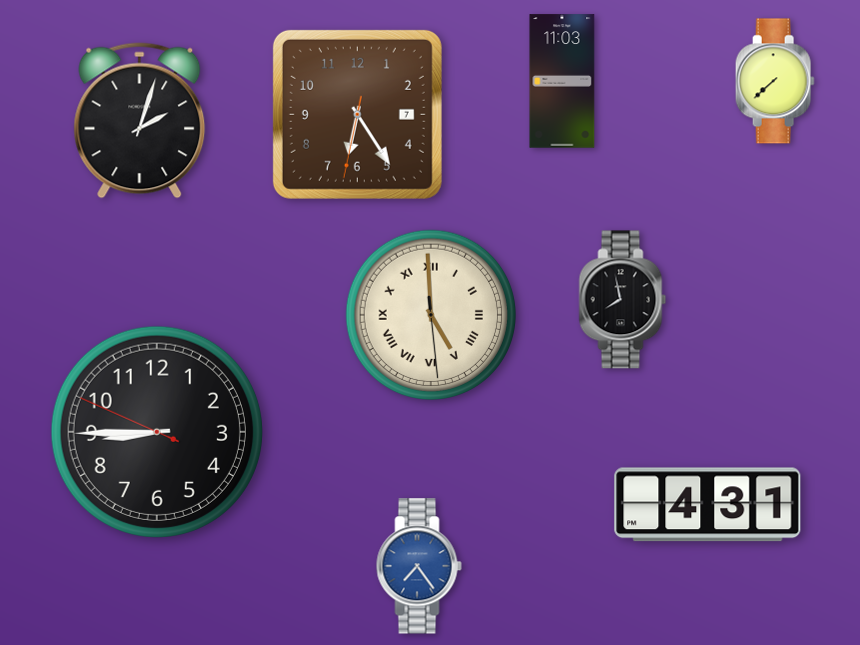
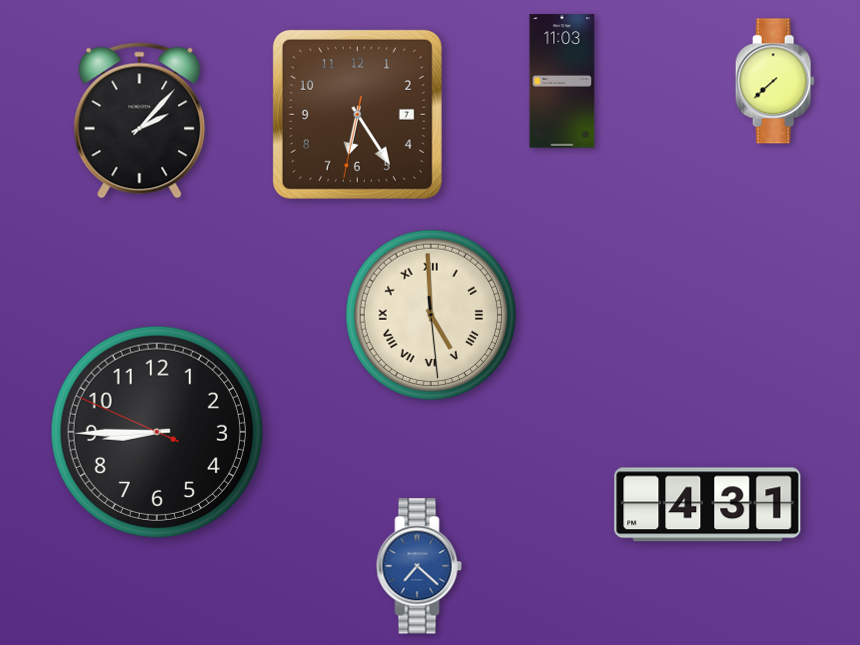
clock at (140, 121): 2:03 -> 2:07
clock at (623, 300): 7:58 -> none
clock at (419, 566): 7:24 -> 7:22
